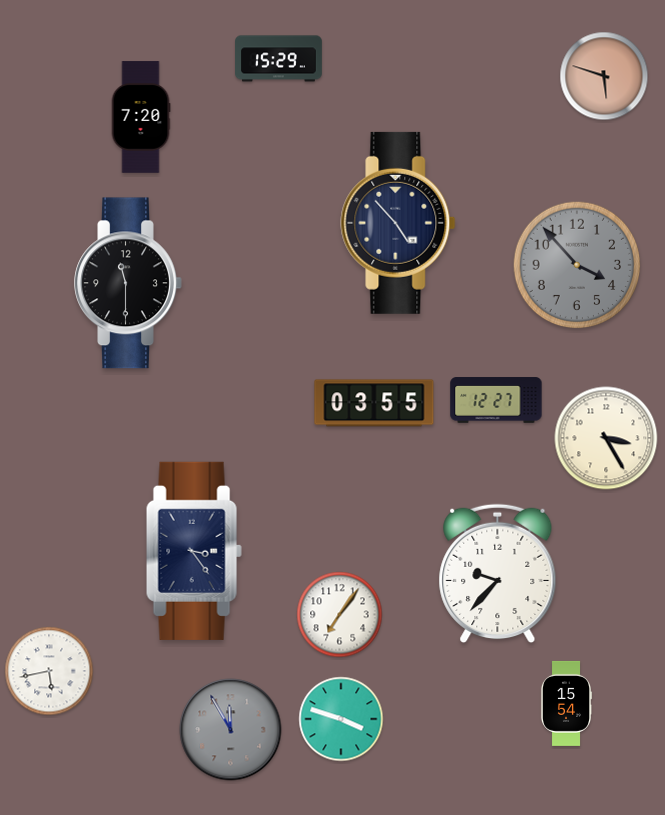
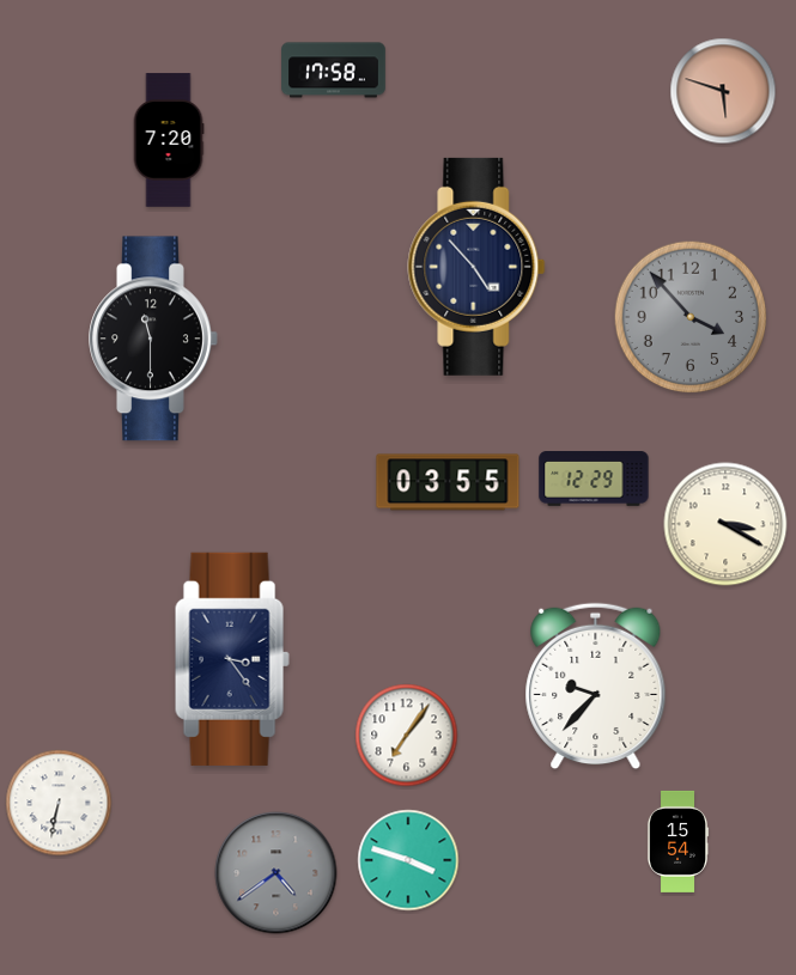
clock at (279, 59): 15:29 -> 17:58
clock at (496, 400): 12:27 -> 12:29
clock at (606, 438): 3:25 -> 3:20
clock at (49, 671): 5:43 -> 6:32
clock at (231, 730): 11:55 -> 4:39
